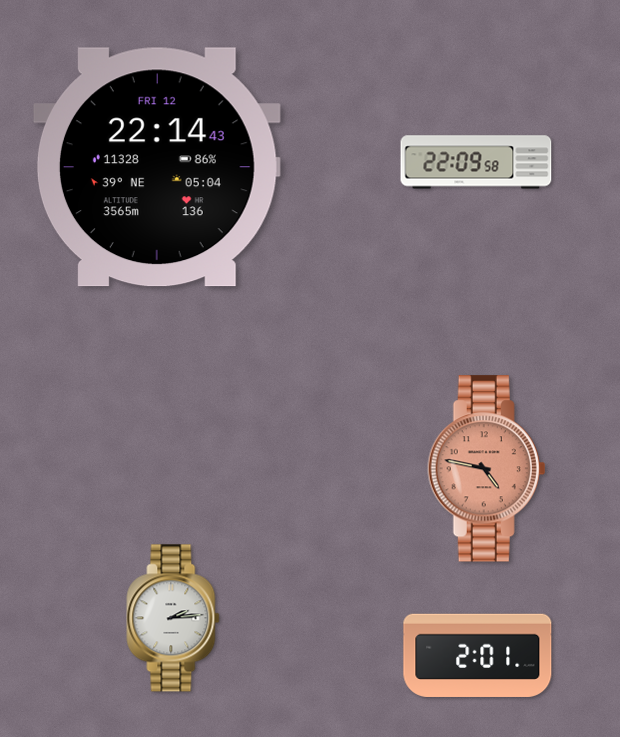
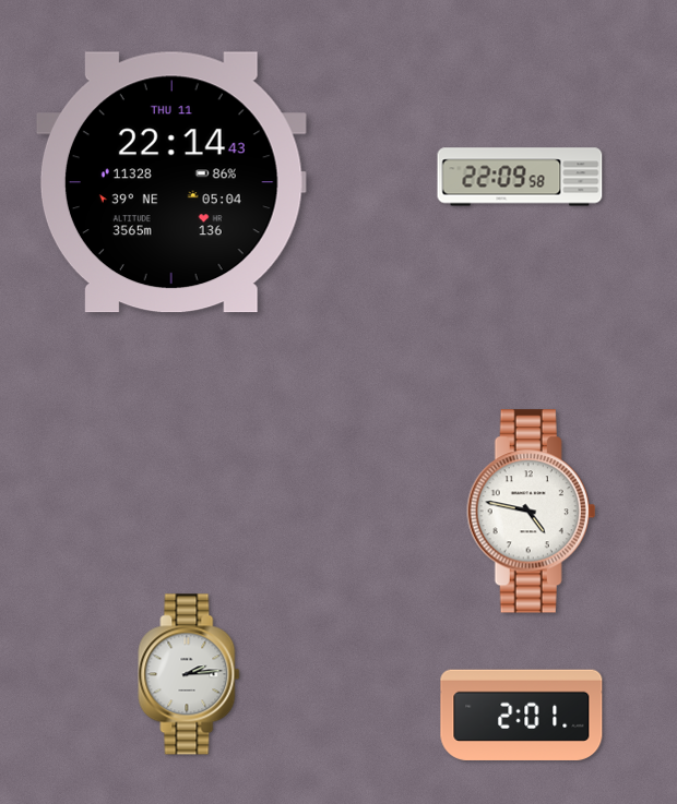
clock at (157, 167) date: FRI 12 -> THU 11
clock at (487, 469) dial: salmon -> white
